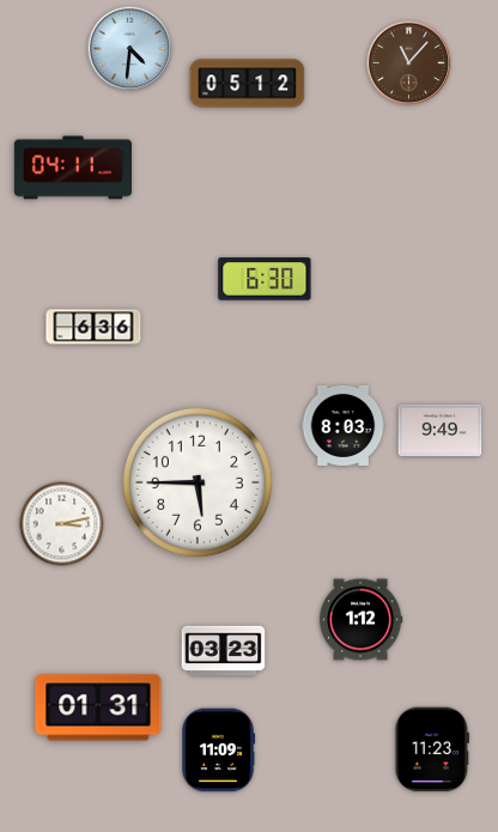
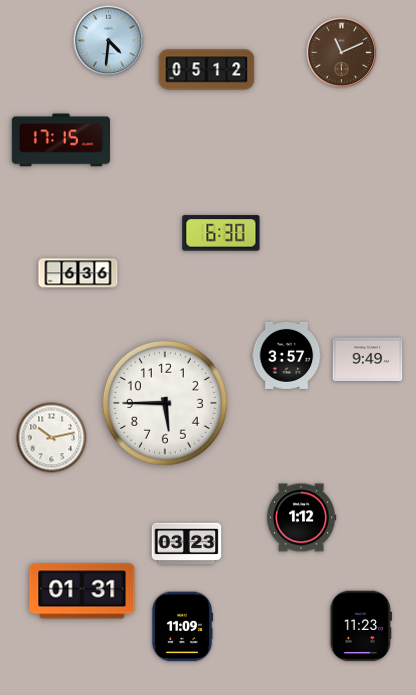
clock at (409, 63): 11:07 -> 11:11
clock at (72, 168): 04:11 -> 17:15
clock at (344, 425): 8:03 -> 3:57
clock at (62, 524): 3:13 -> 10:13
